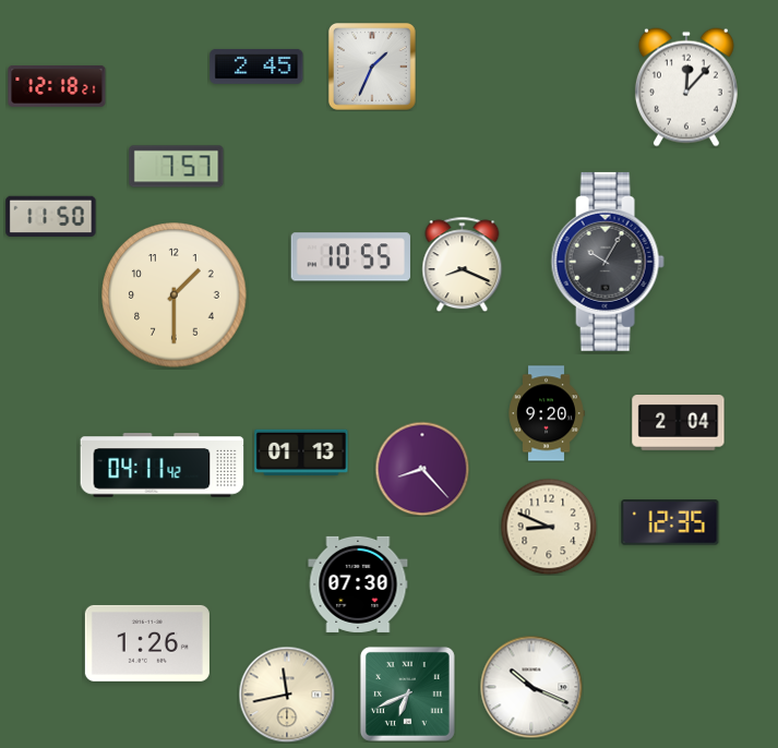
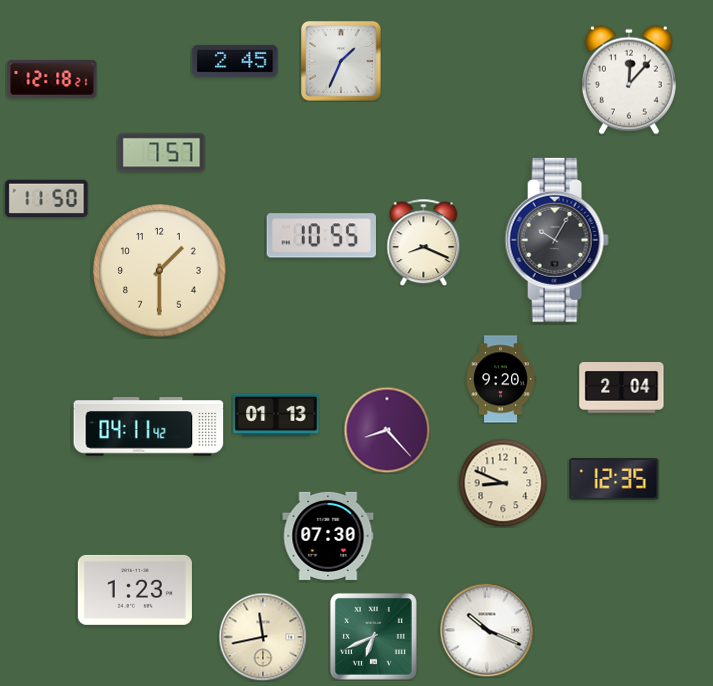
clock at (147, 643): 1:26 -> 1:23
